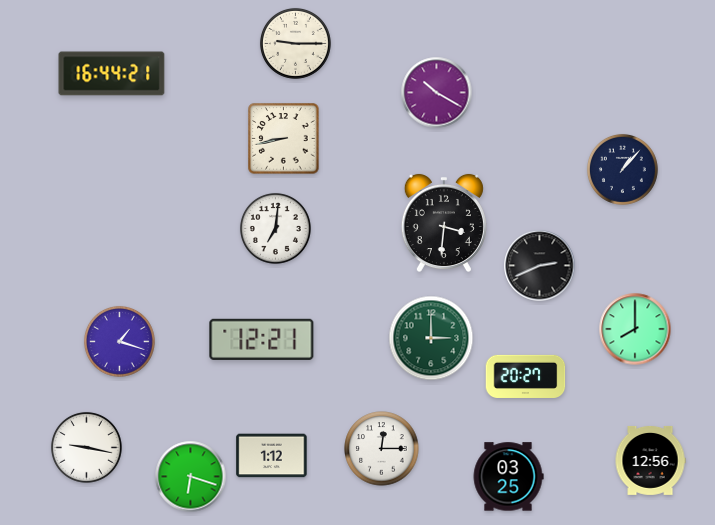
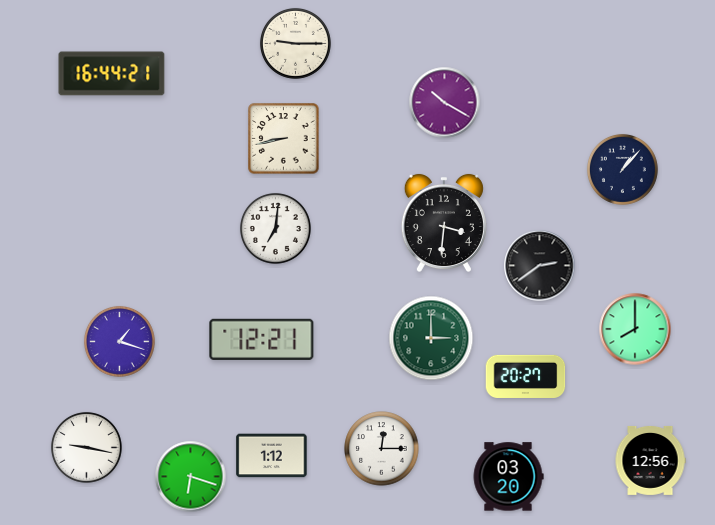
clock at (437, 93) position: (437, 93) -> (445, 103)
clock at (540, 266): 2:41 -> 2:39
clock at (508, 477): 03:25 -> 03:20
